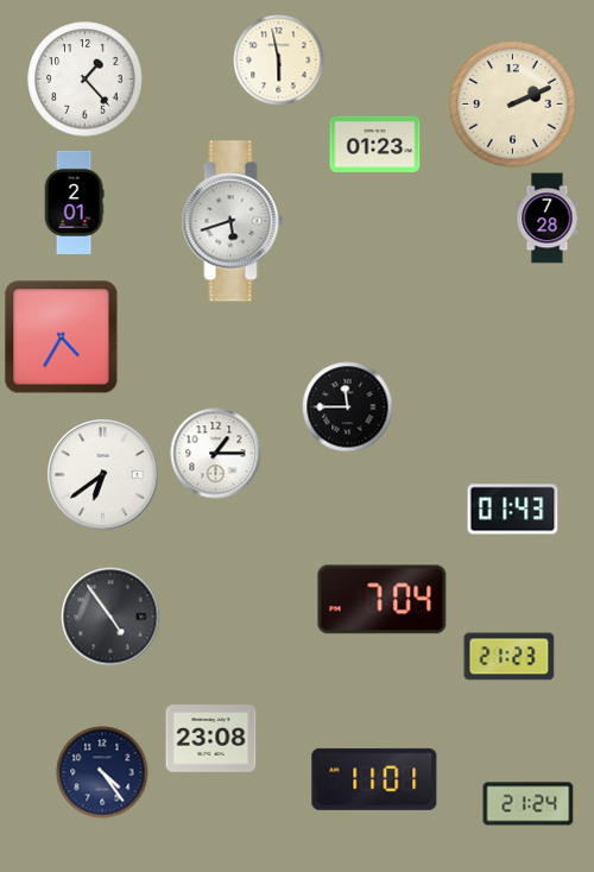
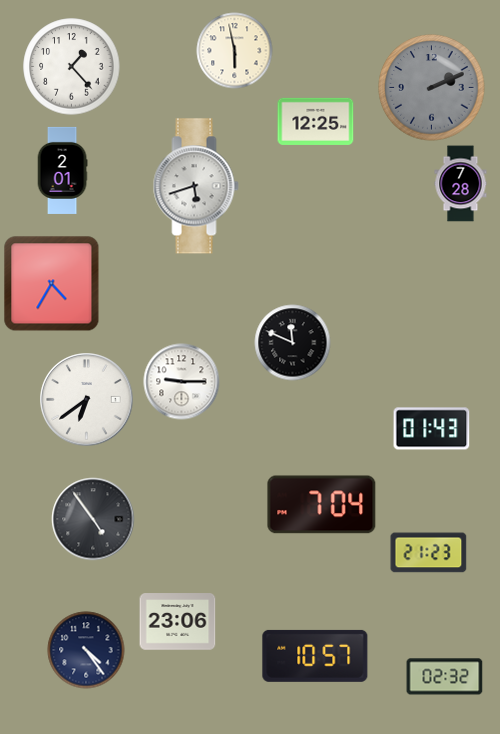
clock at (513, 105) dial: cream -> grey
clock at (375, 144): 01:23 -> 12:25
clock at (348, 407): 11:45 -> 11:49
clock at (216, 454): 1:15 -> 9:15
clock at (211, 739): 23:08 -> 23:06
clock at (374, 779): 11:01 -> 10:57
clock at (529, 804): 21:24 -> 02:32
